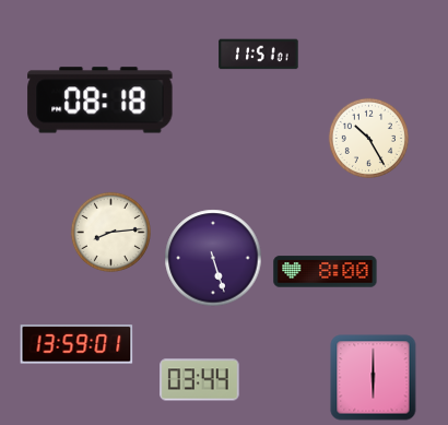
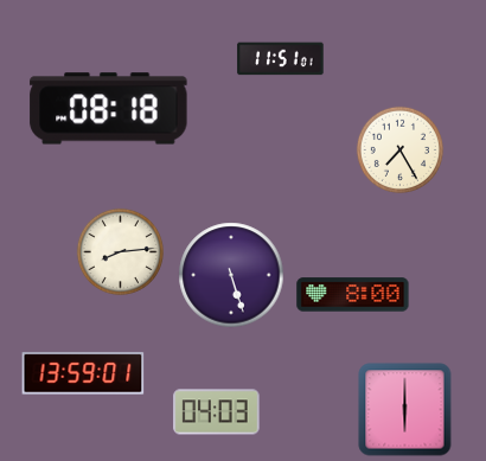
clock at (368, 138): 10:25 -> 7:25
clock at (213, 258) position: (213, 258) -> (231, 275)
clock at (200, 380): 03:44 -> 04:03
